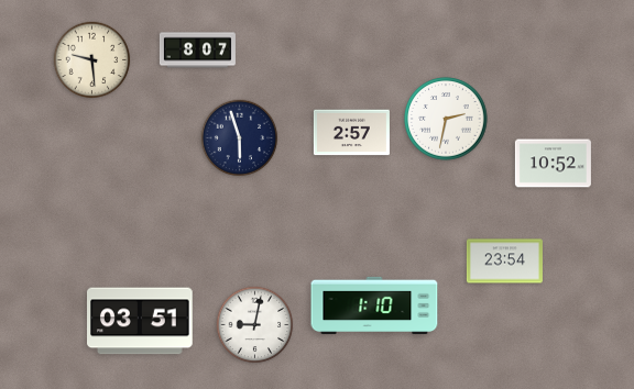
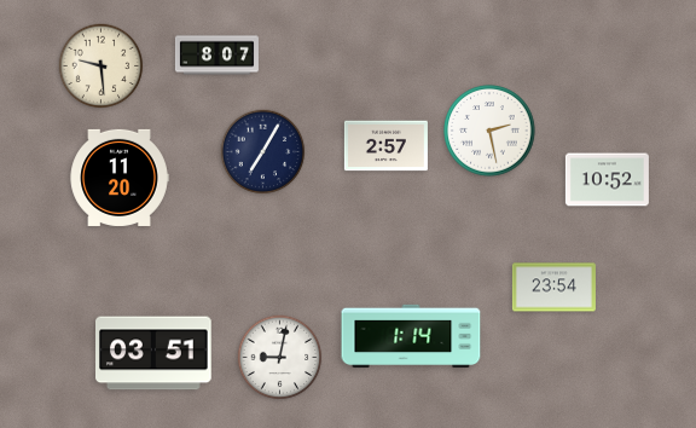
clock at (446, 119): 2:32 -> 2:28
clock at (240, 138): 5:57 -> 7:05
clock at (120, 178): none -> 11:20
clock at (374, 305): 1:10 -> 1:14
